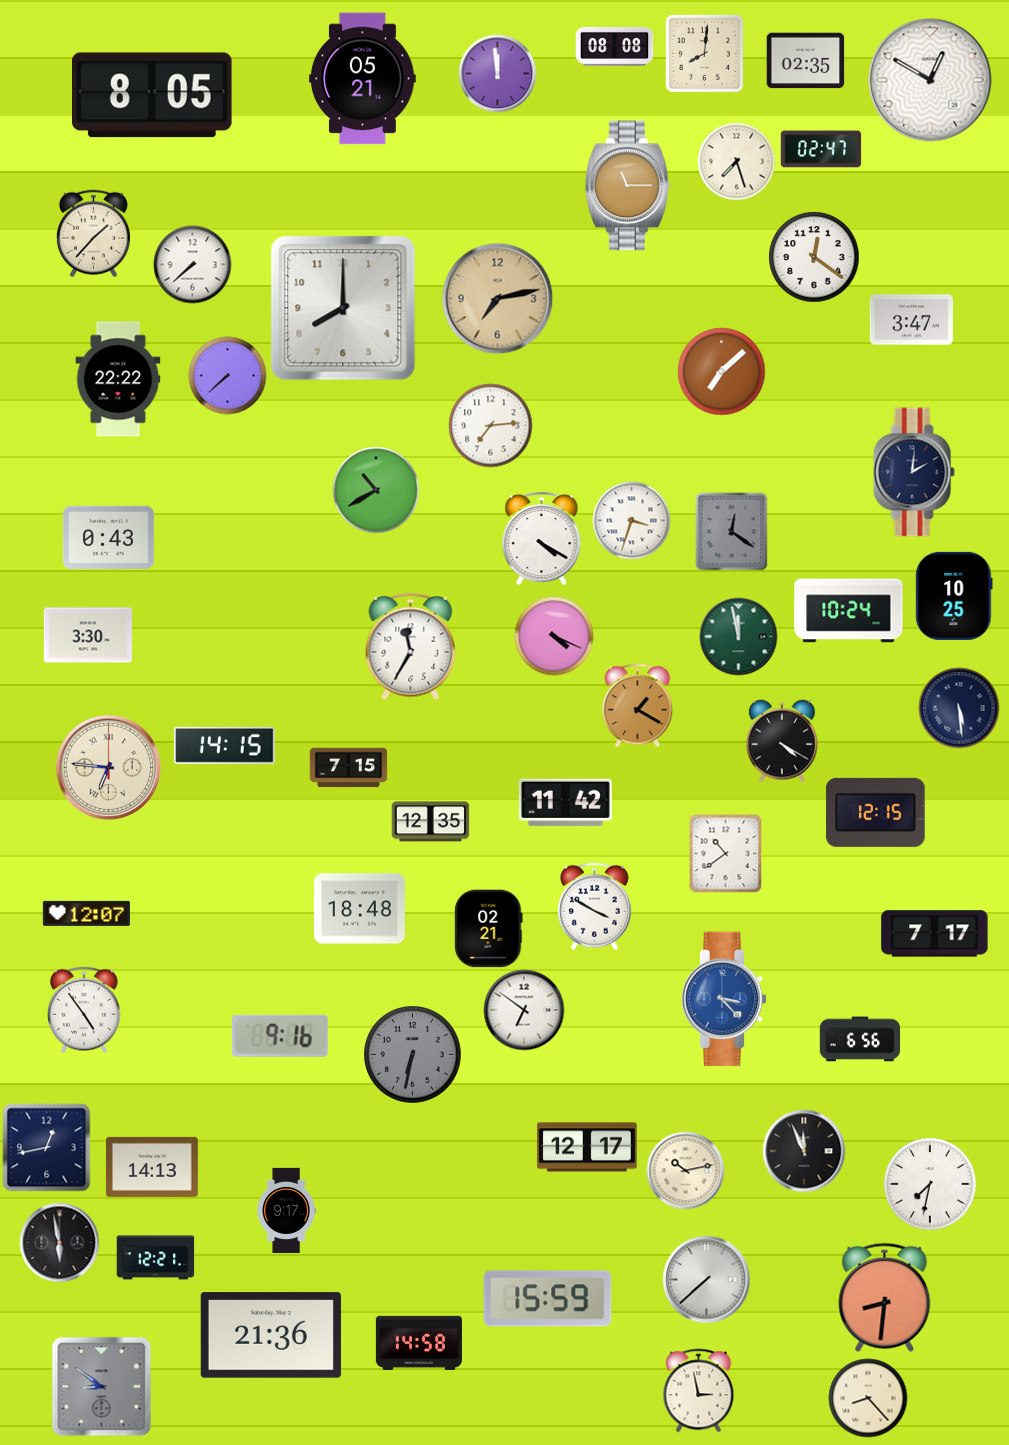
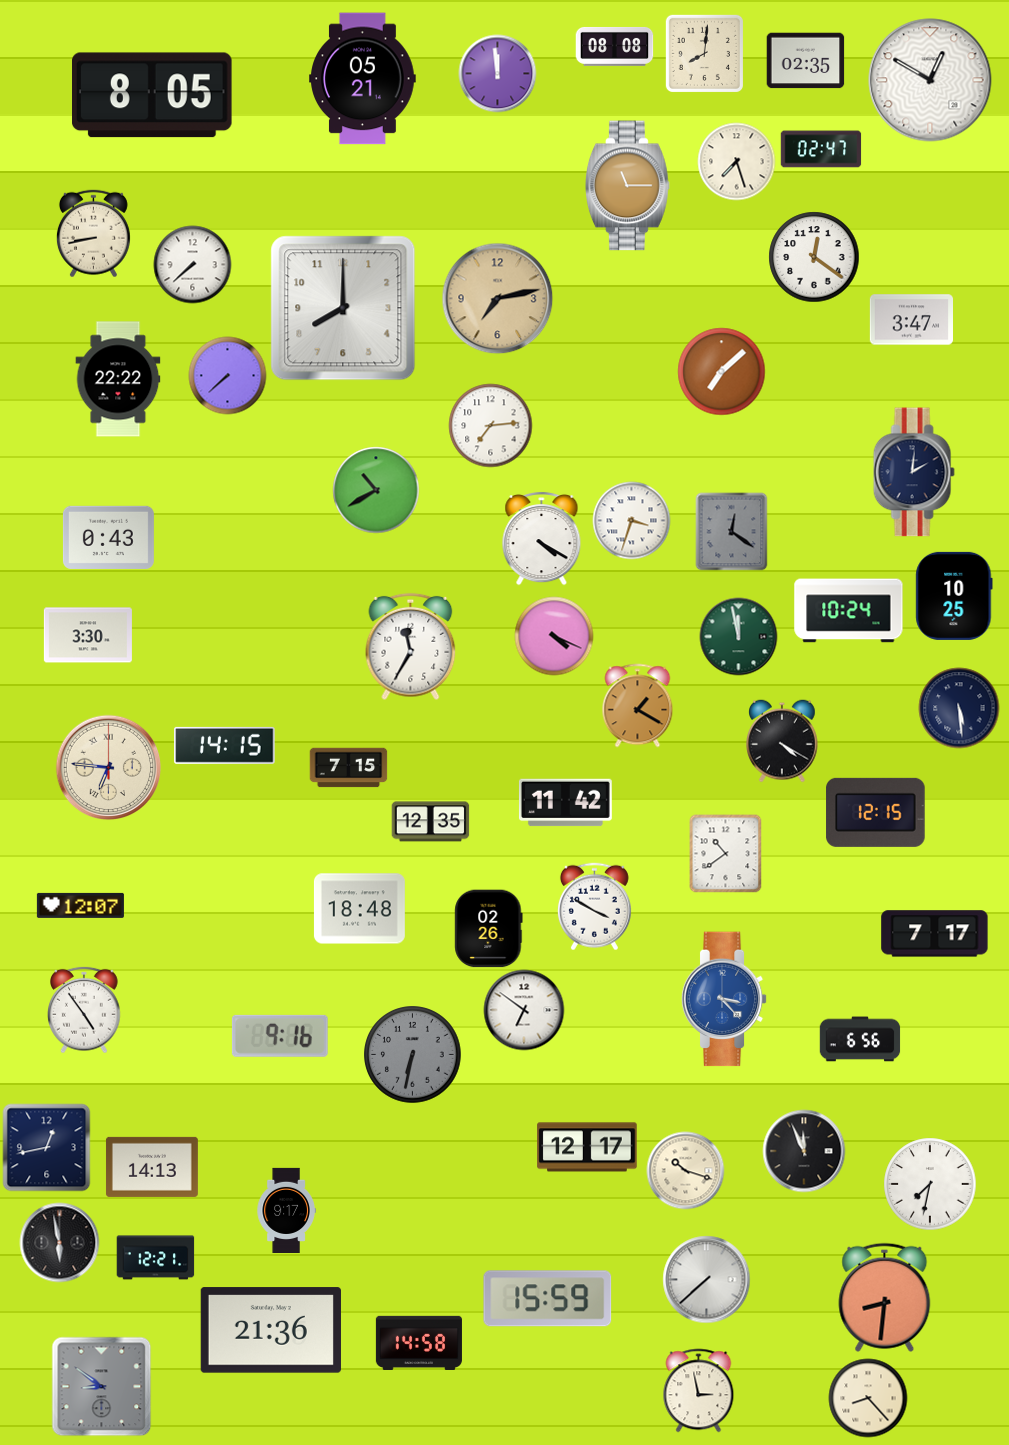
clock at (93, 233): 1:37 -> 8:43
clock at (86, 913) position: (86, 913) -> (80, 905)
clock at (489, 928): 02:21 -> 02:26
clock at (685, 1170): 10:13 -> 10:18
clock at (271, 1335) position: (271, 1335) -> (271, 1330)
